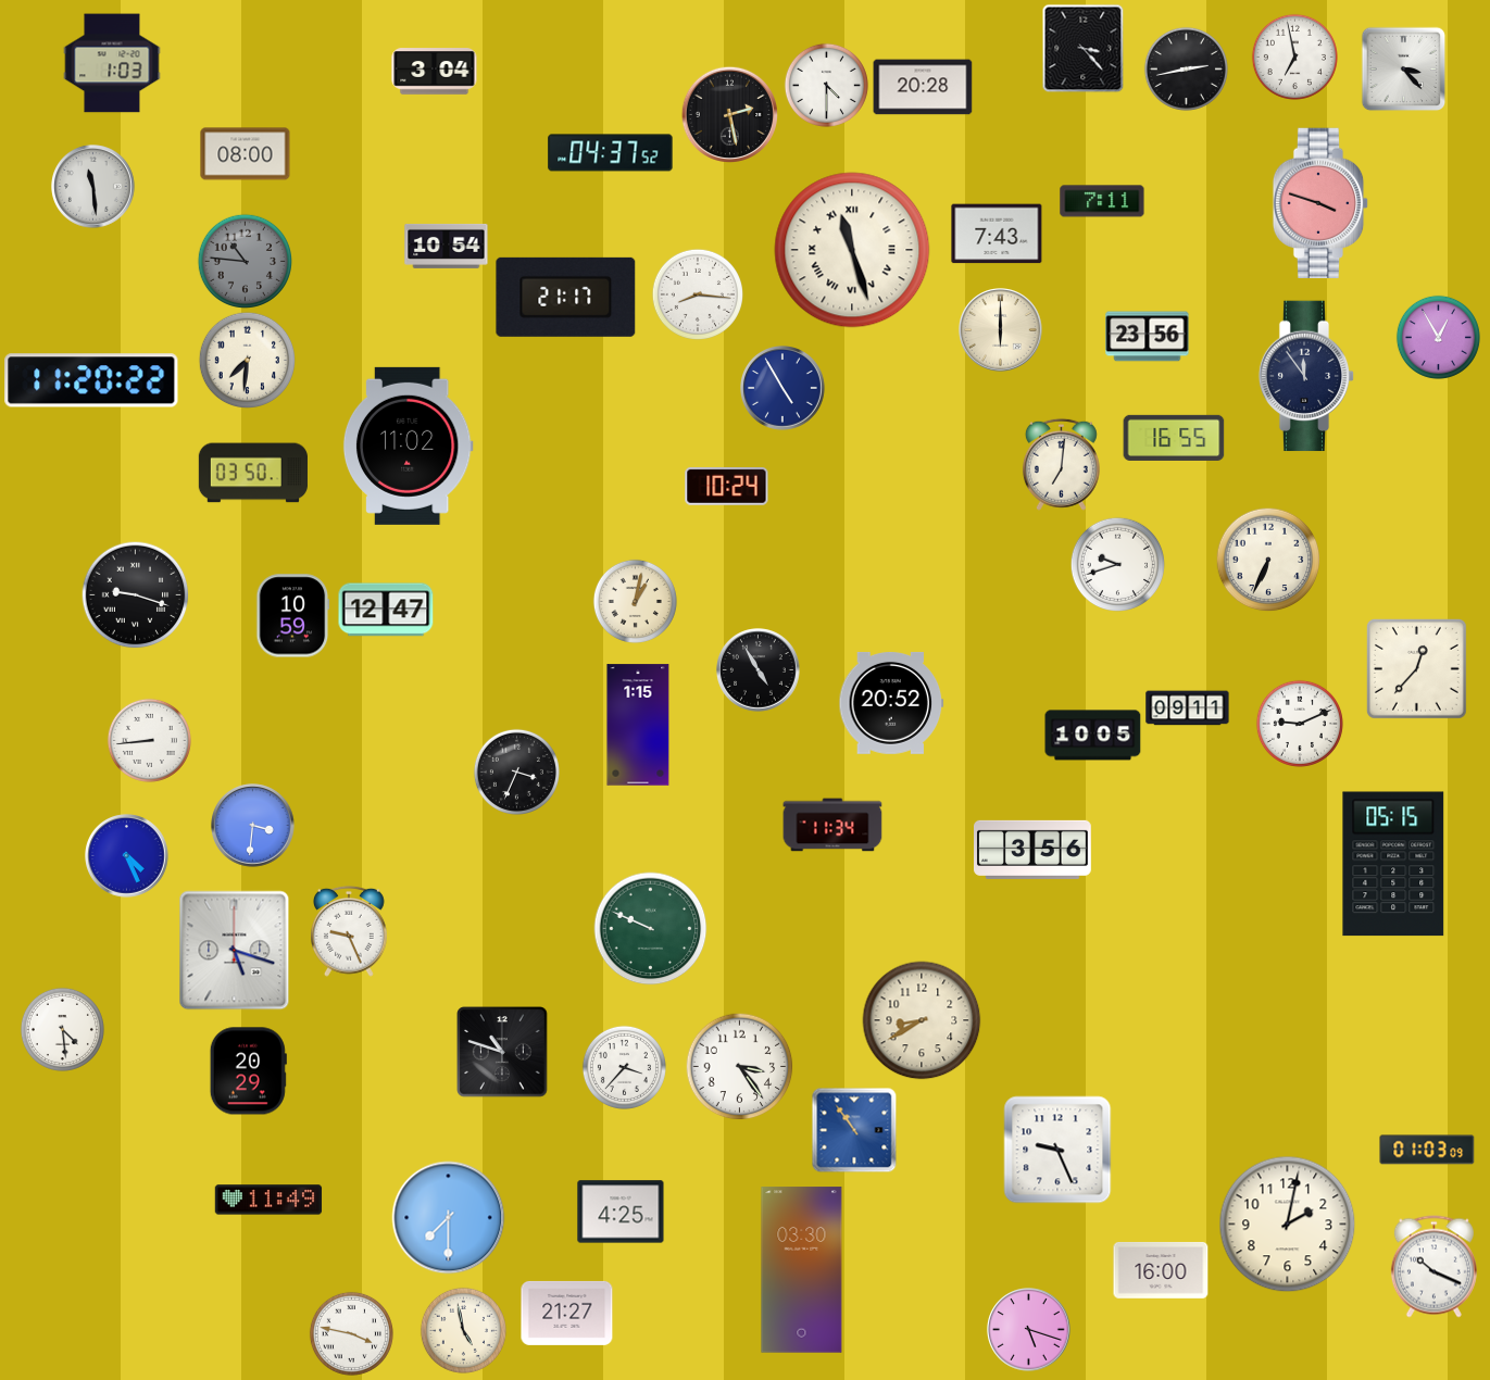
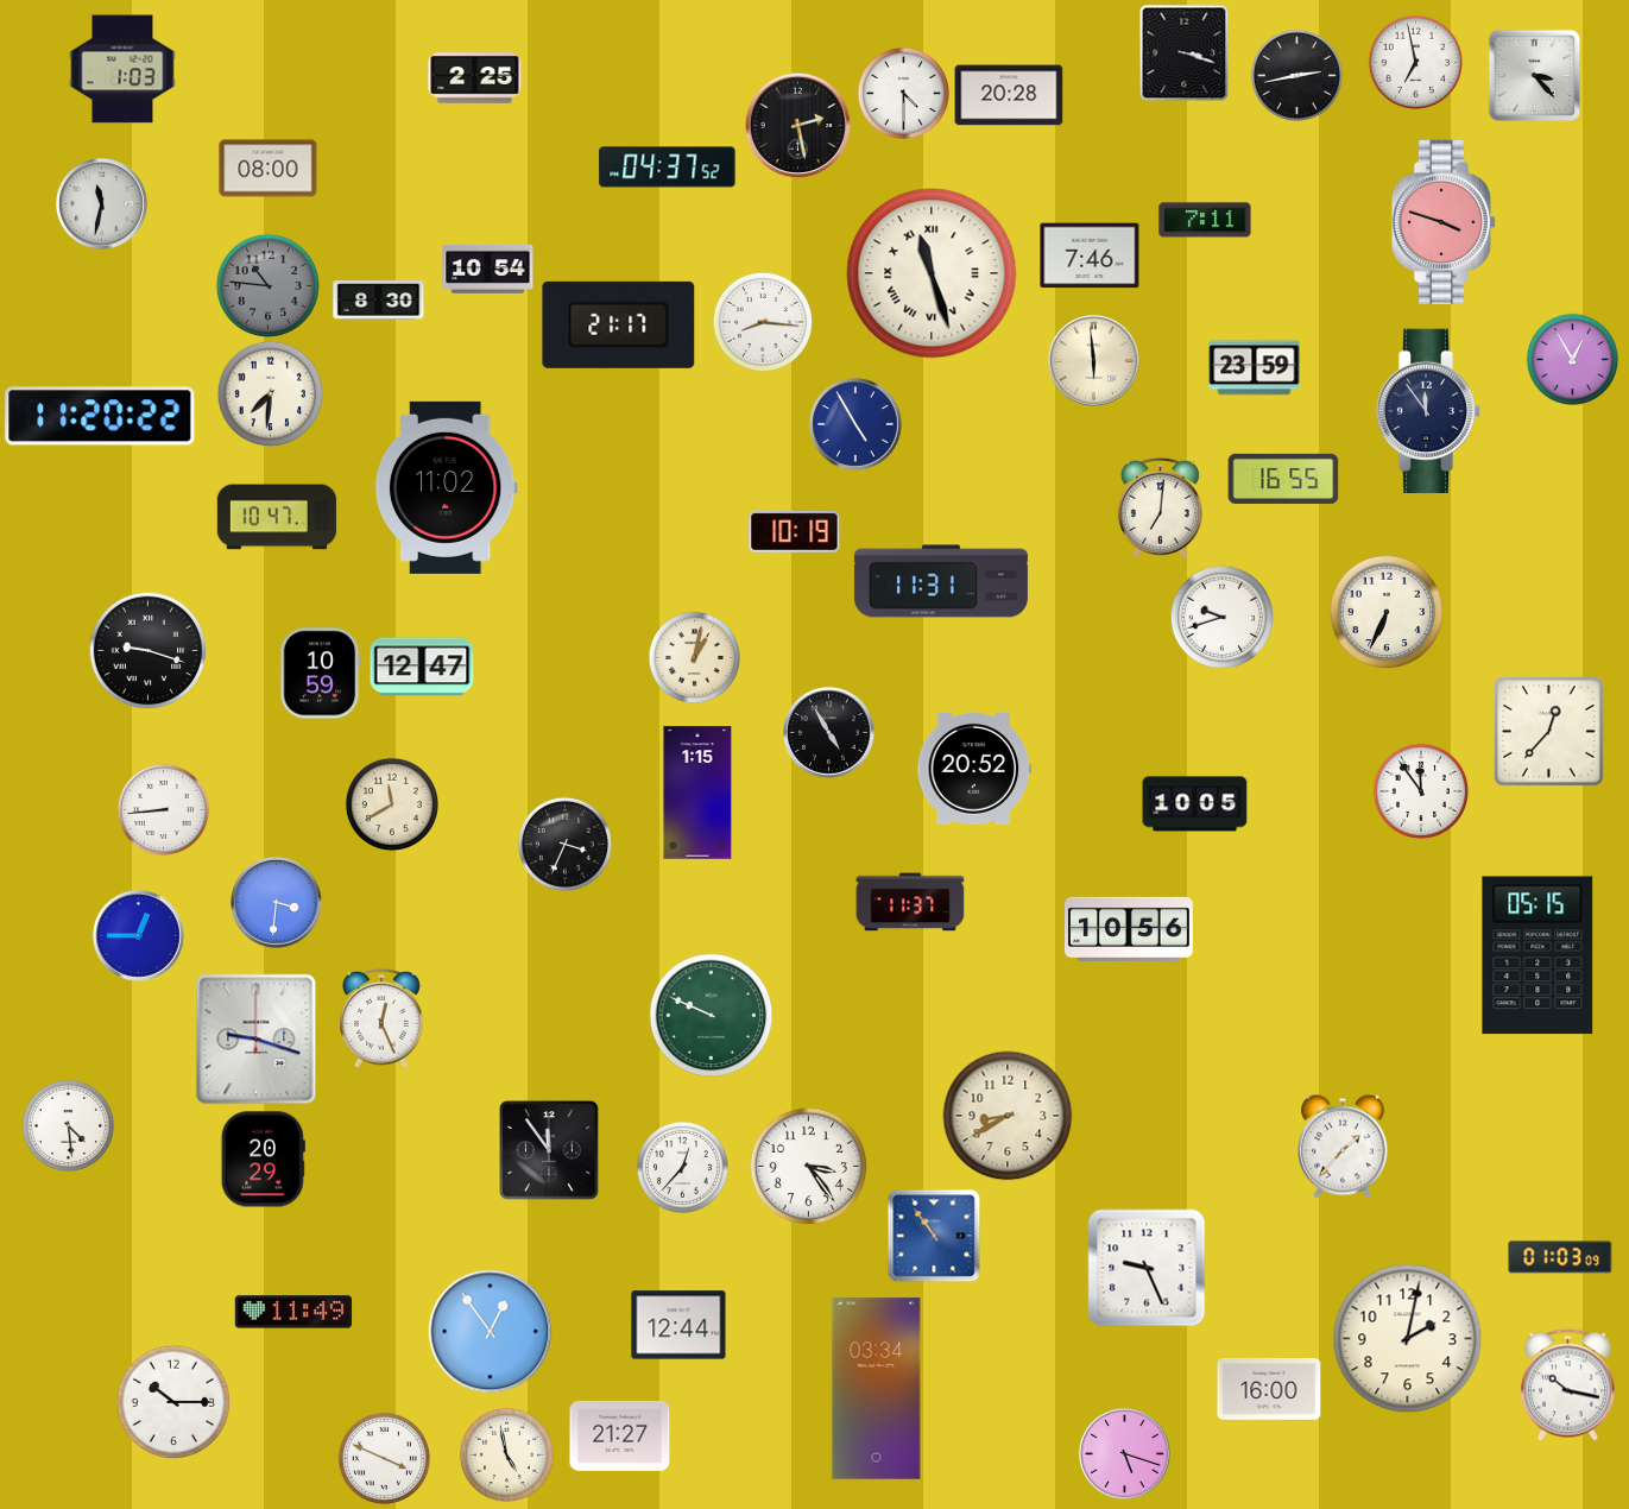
clock at (1084, 48): 3:23 -> 3:18
clock at (435, 72): 3:04 -> 2:25
clock at (93, 187): 11:29 -> 11:32
clock at (997, 234): 7:43 -> 7:46
clock at (379, 301): none -> 8:30
clock at (1001, 330): 6:00 -> 5:59
clock at (1148, 337): 23:56 -> 23:59
clock at (1438, 337) position: (1438, 337) -> (1572, 359)
clock at (253, 473): 03:50 -> 10:47
clock at (727, 486): 10:24 -> 10:19
clock at (941, 581): none -> 11:31
clock at (1188, 708): 09:11 -> none
clock at (1300, 724): 9:11 -> 11:54
clock at (392, 804): none -> 11:40
clock at (832, 825): 11:34 -> 11:37
clock at (1034, 850): 3:56 -> 10:56
clock at (127, 856): 4:26 -> 12:45
clock at (1393, 864) position: (1393, 864) -> (1538, 955)
clock at (350, 931): 9:26 -> 12:26
clock at (235, 951): 5:18 -> 9:18
clock at (1344, 1147): none -> 1:37
clock at (502, 1052): 10:48 -> 11:54
clock at (624, 1067): 3:37 -> 12:37
clock at (248, 1071) position: (248, 1071) -> (263, 1160)
clock at (1057, 1150) position: (1057, 1150) -> (1147, 1268)
clock at (621, 1212): 4:25 -> 12:44
clock at (449, 1218): 7:30 -> 12:54
clock at (1433, 1267): 10:19 -> 10:17
clock at (802, 1270): 03:30 -> 03:34
clock at (173, 1402): none -> 10:15
clock at (351, 1333): 3:47 -> 3:49
